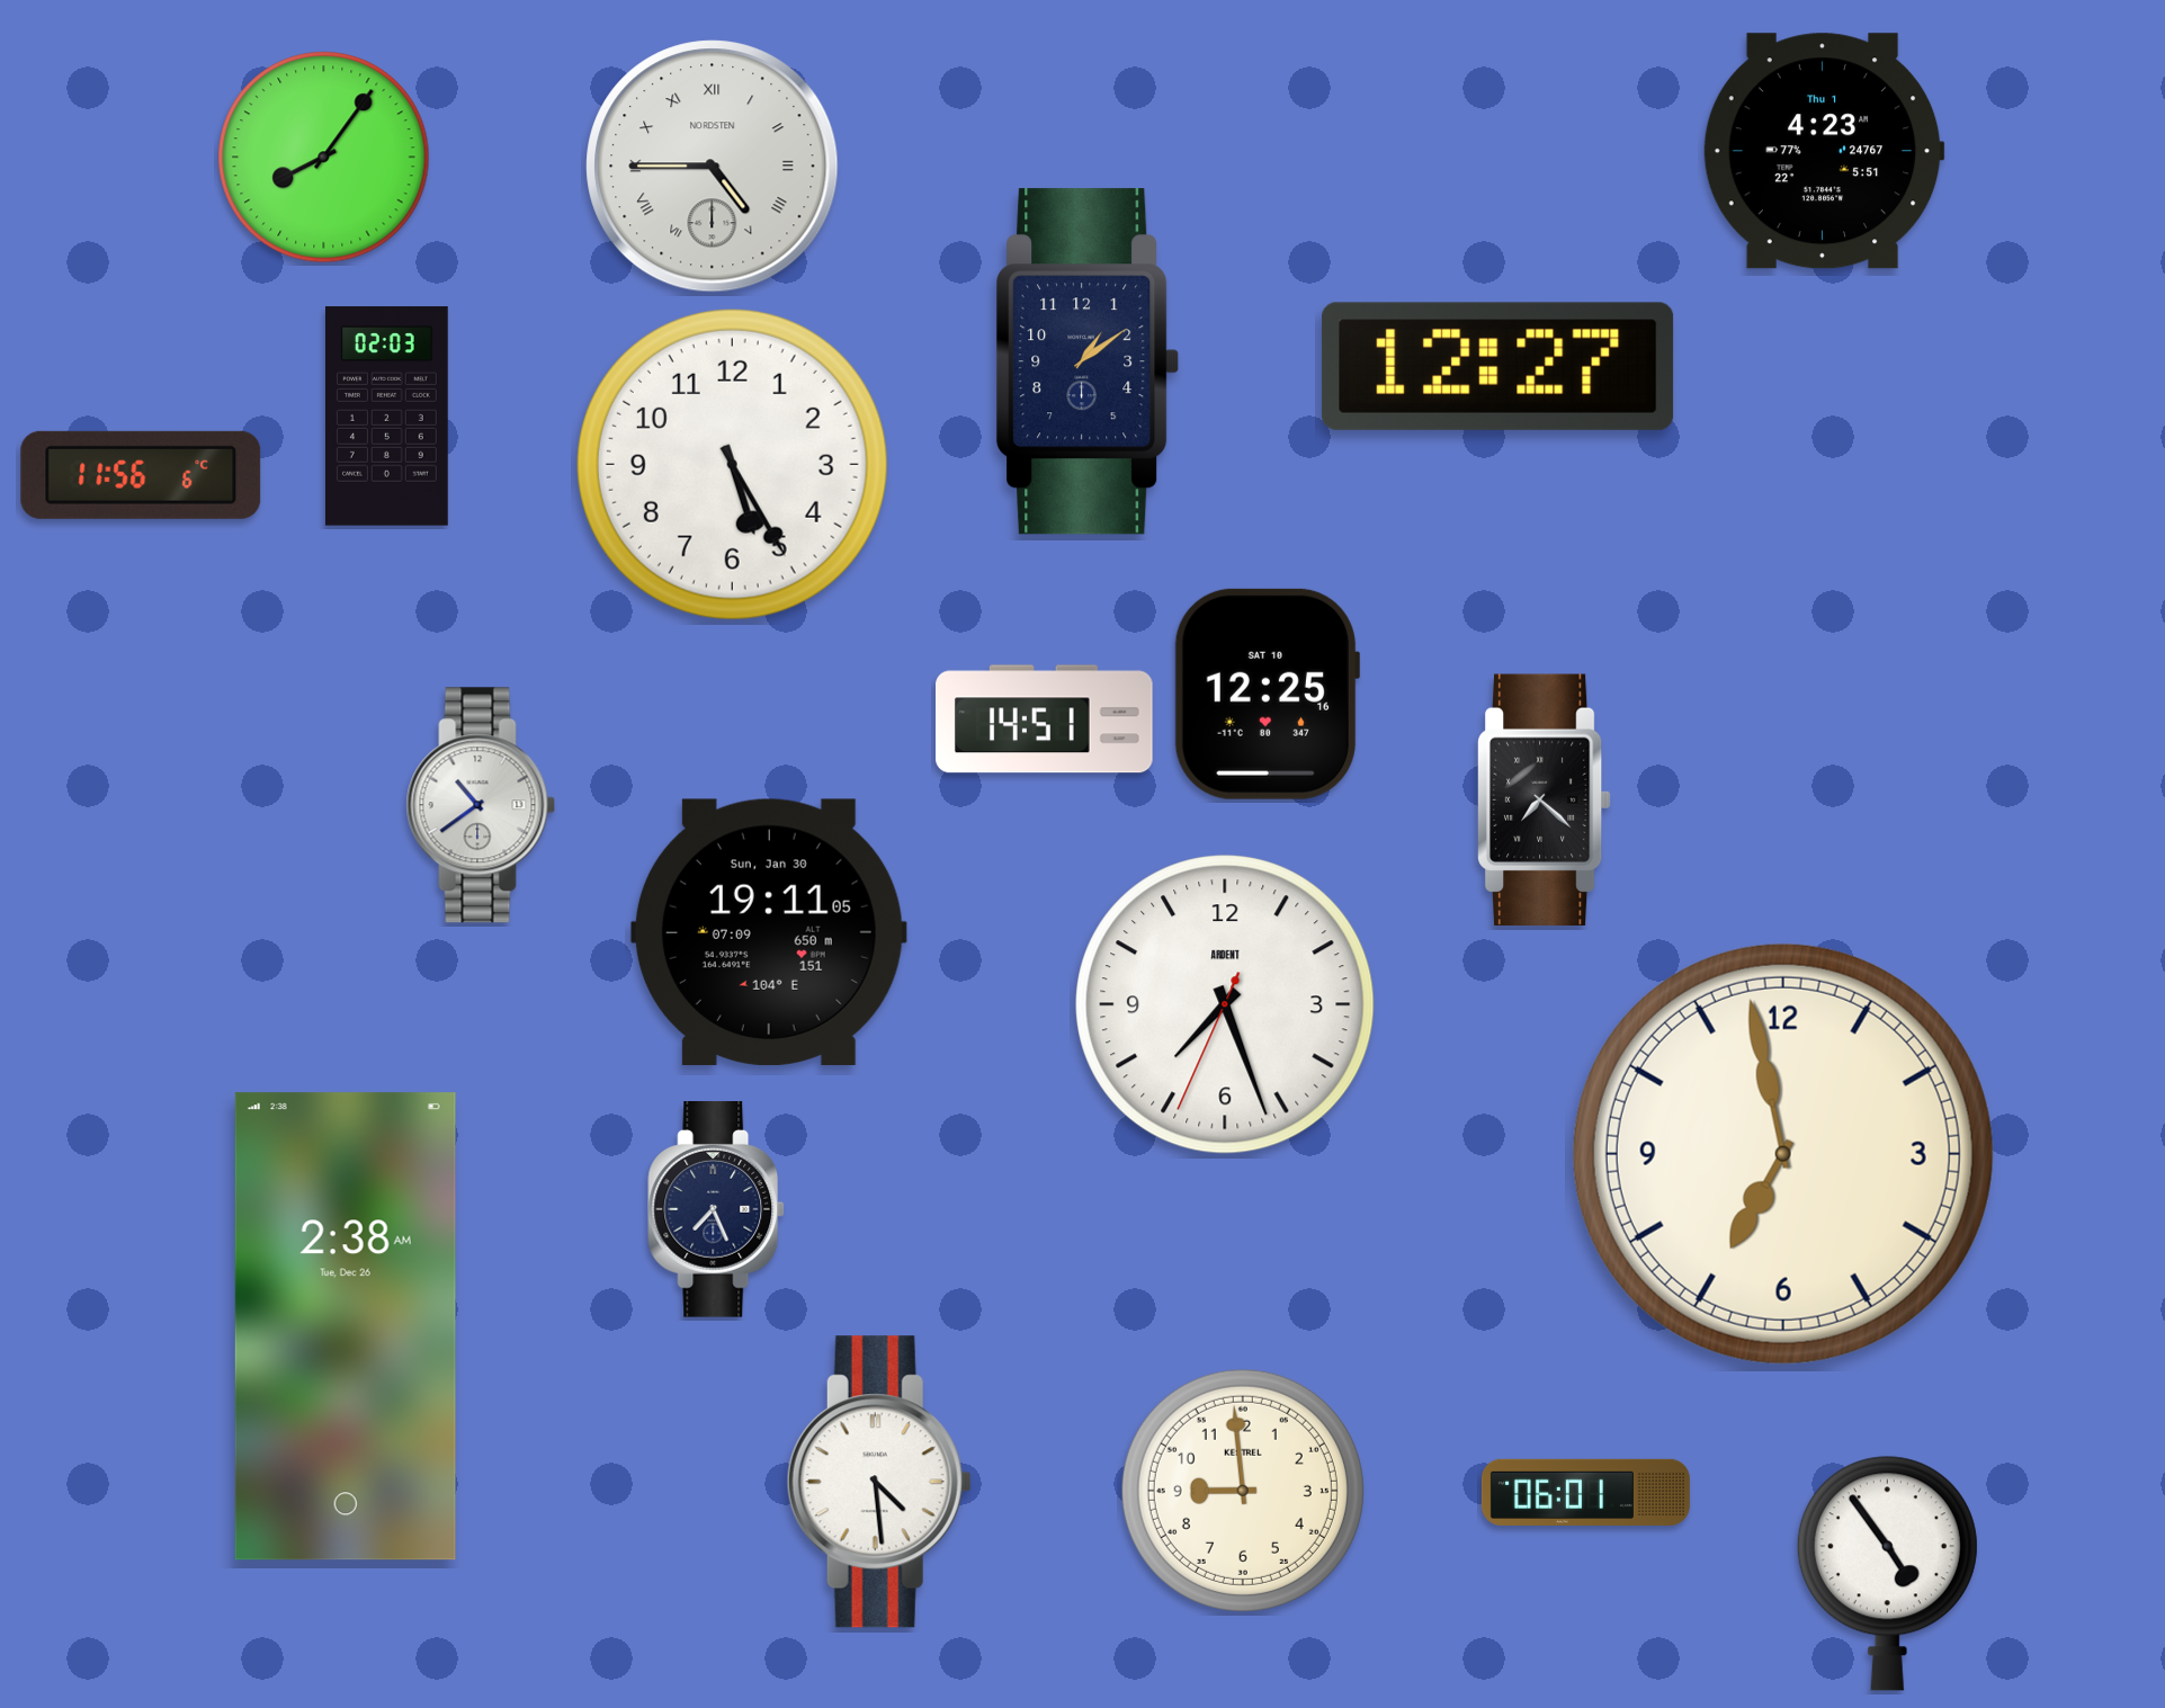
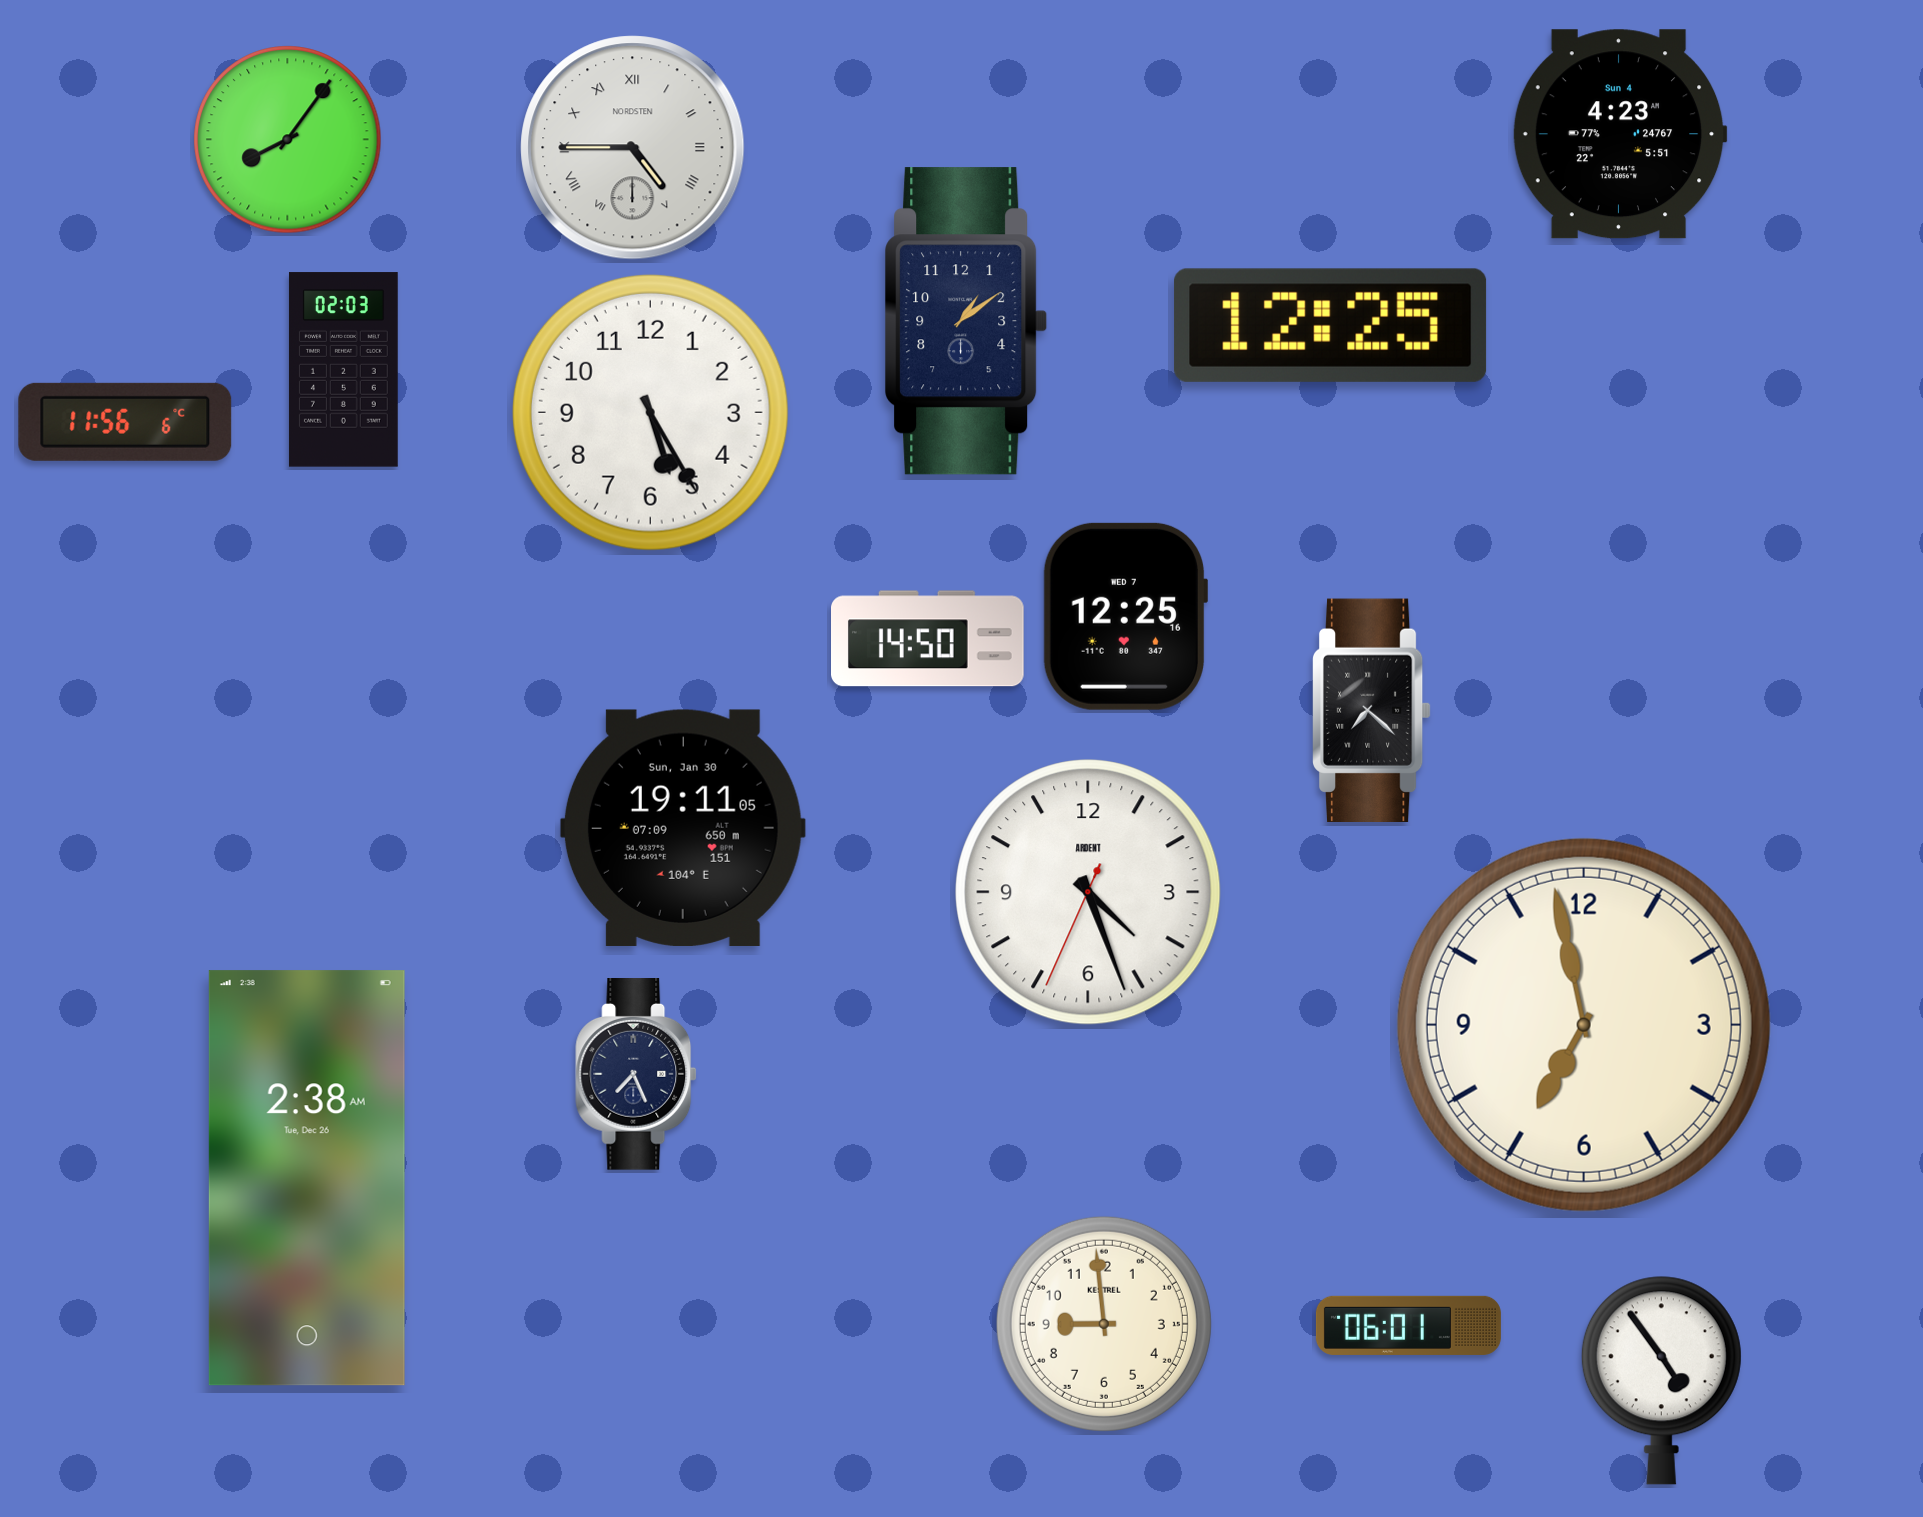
clock at (1824, 151) date: Thu 1 -> Sun 4
clock at (1498, 366): 12:27 -> 12:25
clock at (1265, 694) date: SAT 10 -> WED 7
clock at (1045, 719): 14:51 -> 14:50
clock at (481, 805): 10:39 -> none
clock at (1225, 1004): 7:26 -> 4:26
clock at (879, 1482): 4:29 -> none
clock at (1887, 1573) position: (1887, 1573) -> (1661, 1380)
